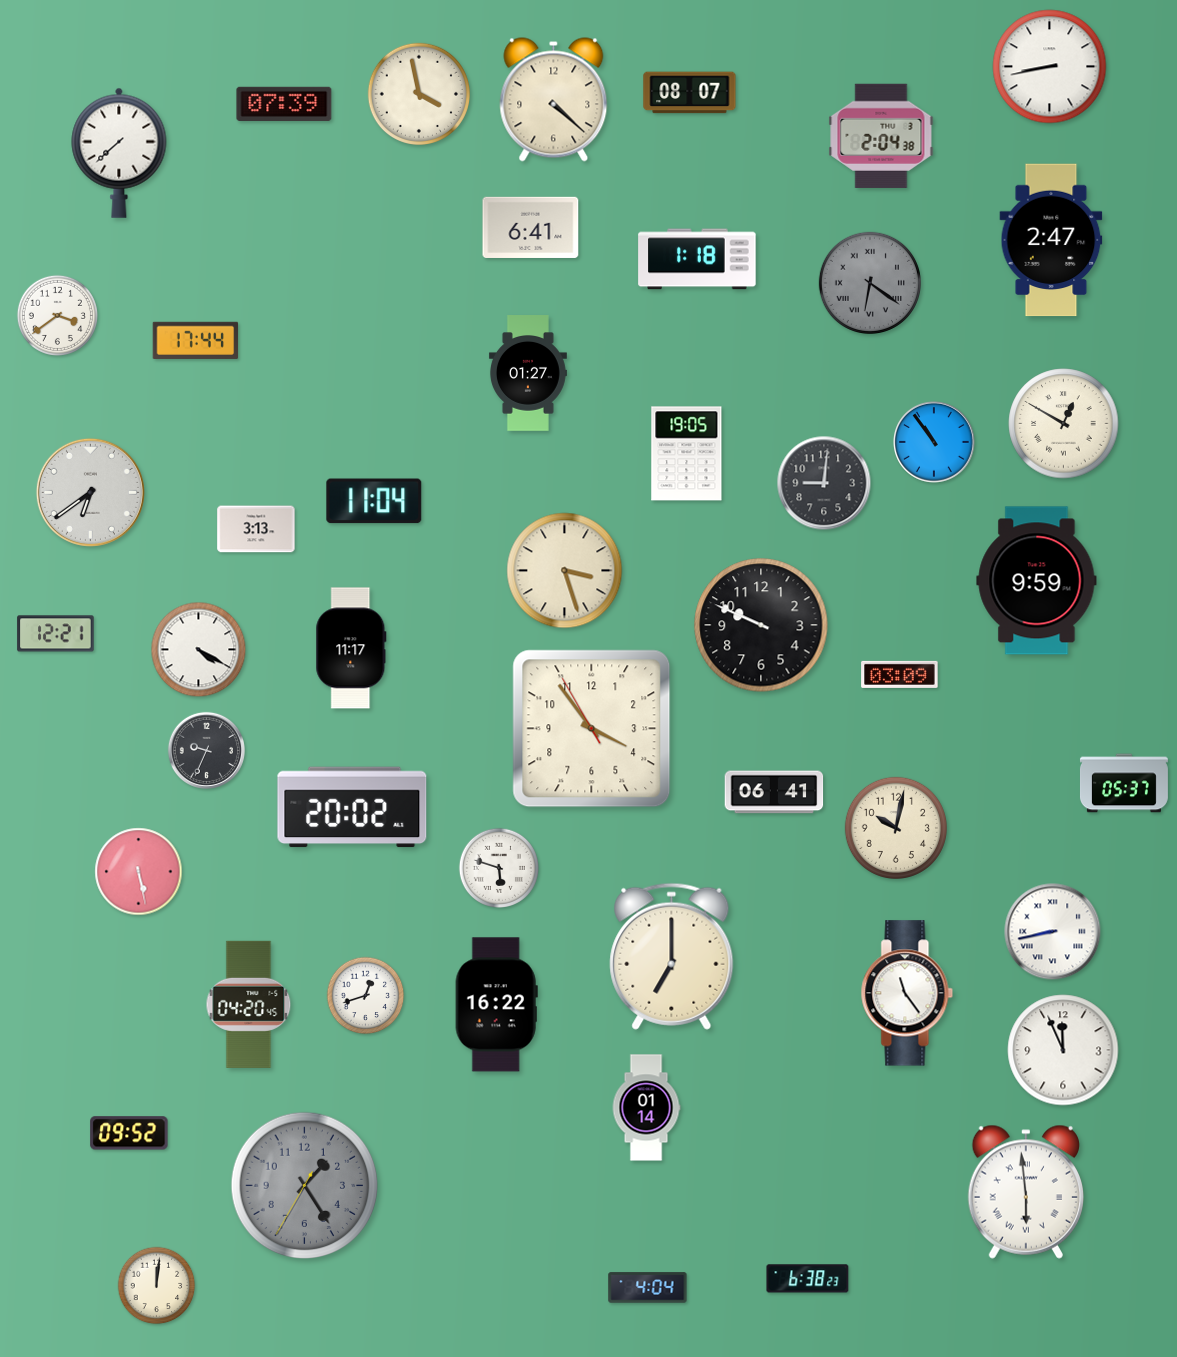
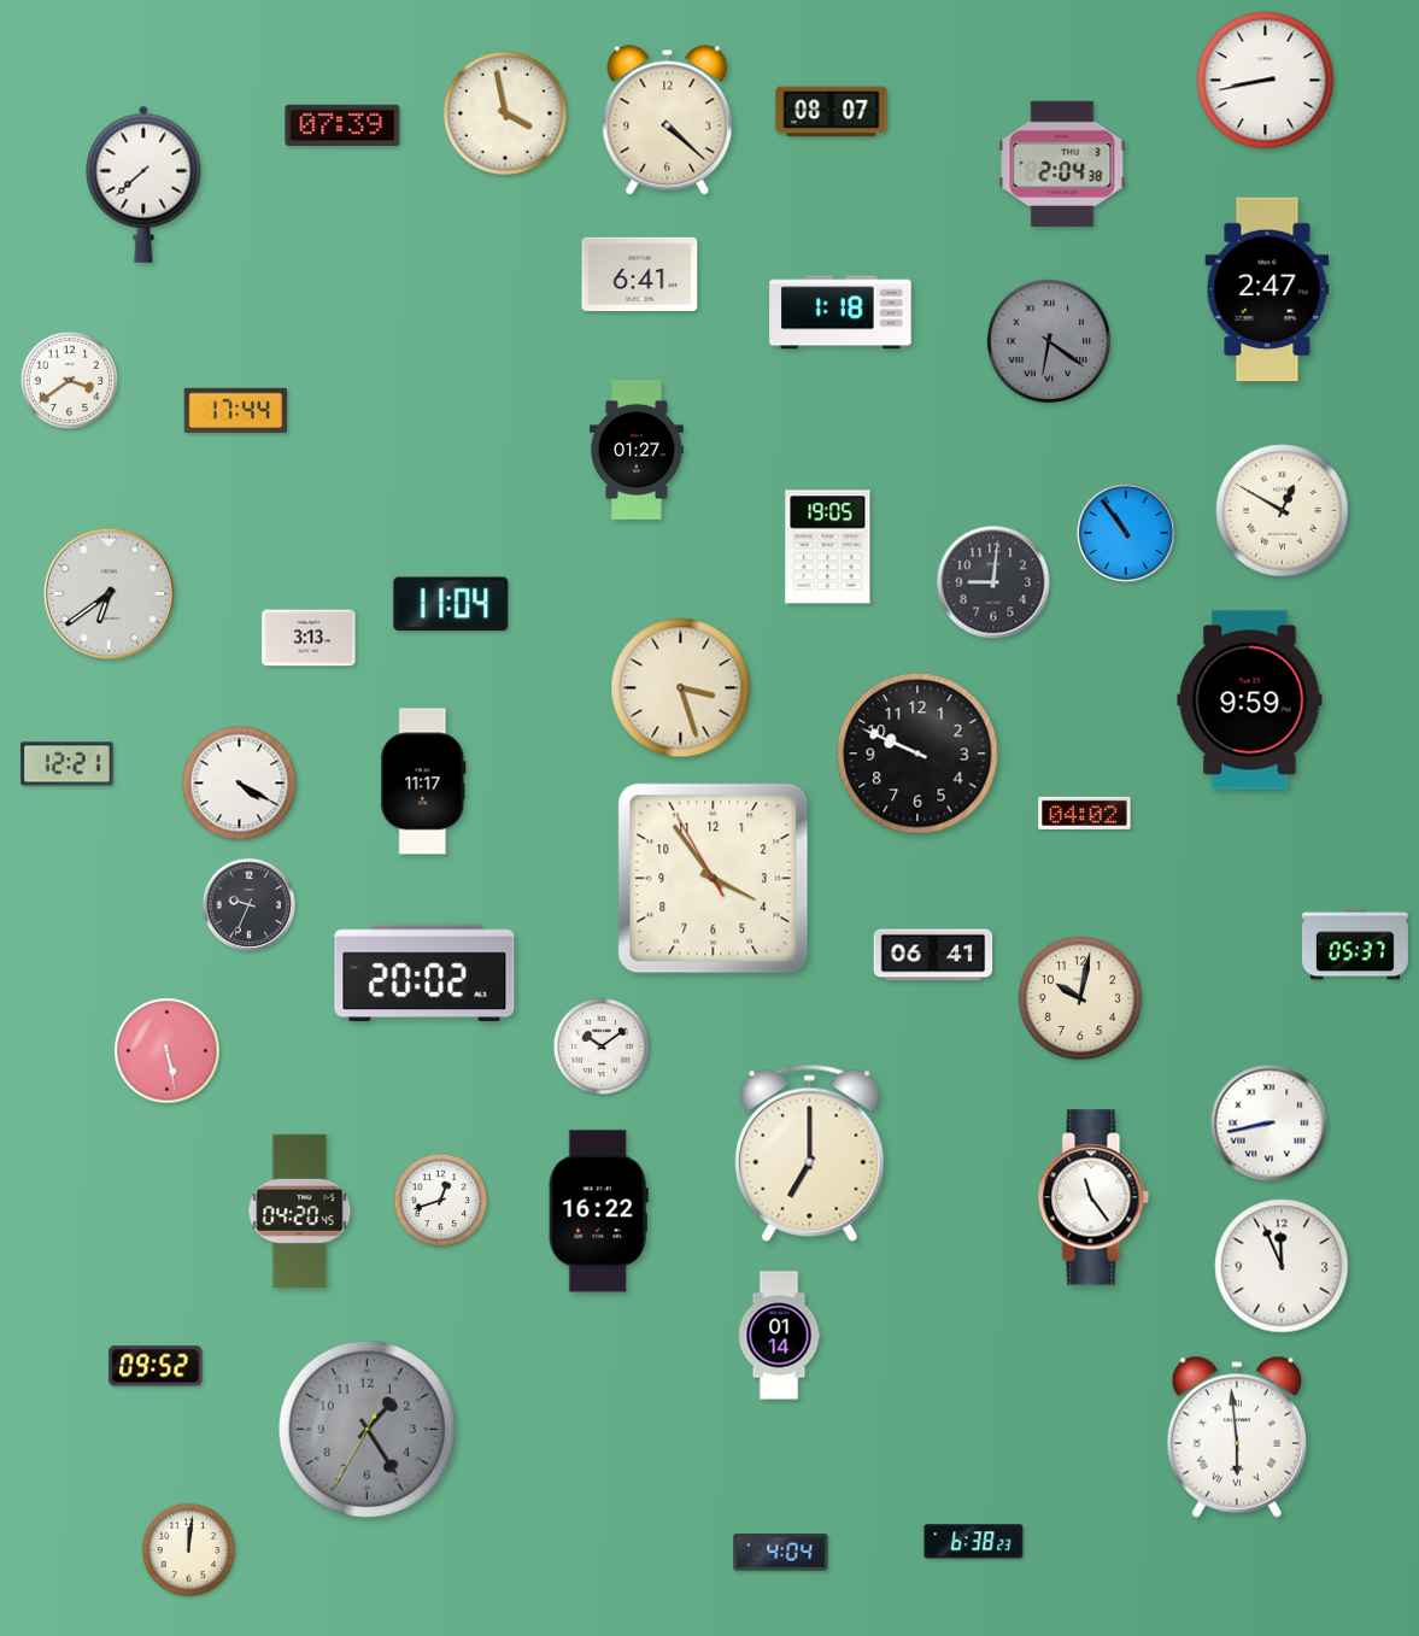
clock at (900, 674): 03:09 -> 04:02
clock at (498, 867): 5:48 -> 10:09
